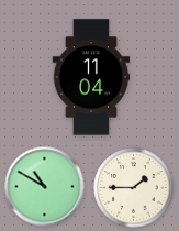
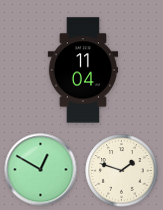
clock at (45, 187): 10:50 -> 12:50
clock at (134, 188): 1:45 -> 1:48
